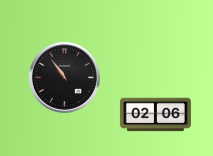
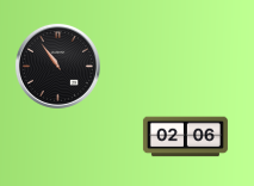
clock at (64, 77) position: (64, 77) -> (57, 66)
